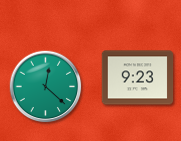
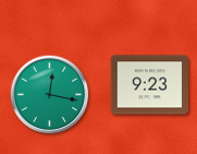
clock at (46, 87): 12:22 -> 12:17
